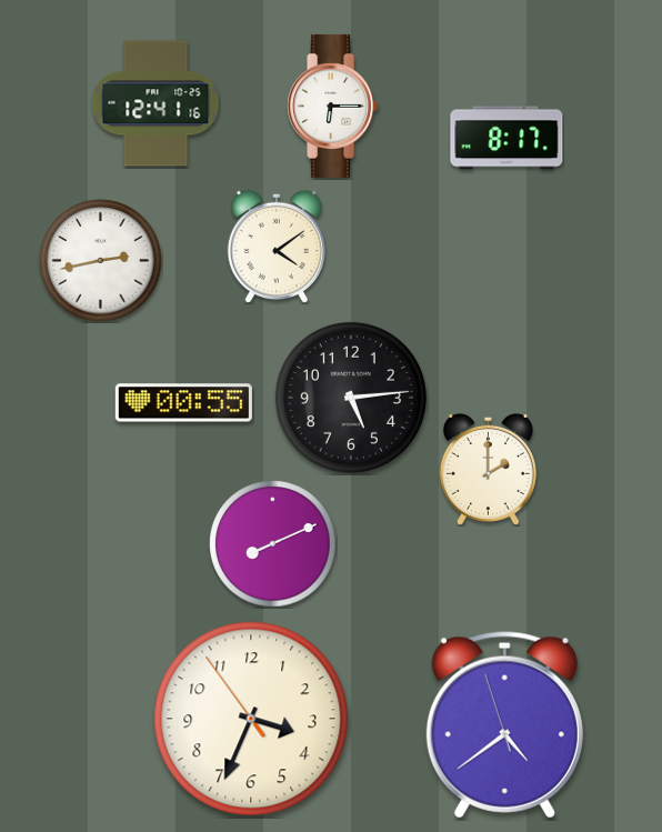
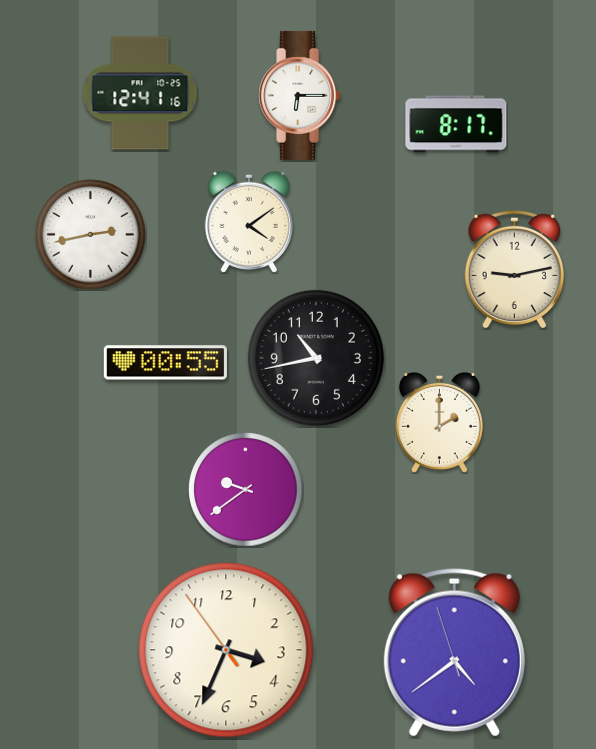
clock at (515, 269): none -> 9:13
clock at (351, 398): 5:14 -> 10:43
clock at (273, 544): 8:11 -> 9:39
clock at (251, 719) position: (251, 719) -> (226, 650)
